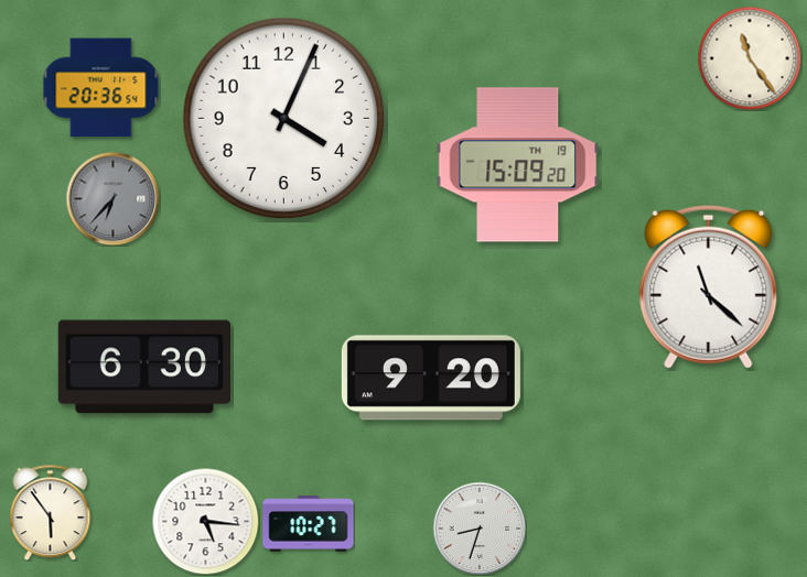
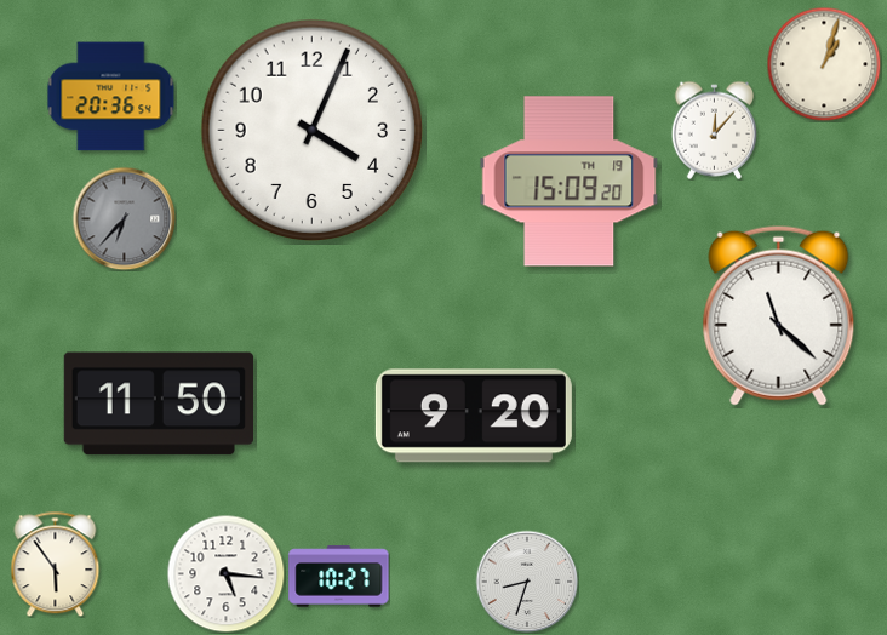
clock at (750, 58): 11:24 -> 1:03
clock at (715, 130): none -> 12:07
clock at (143, 367): 6:30 -> 11:50
